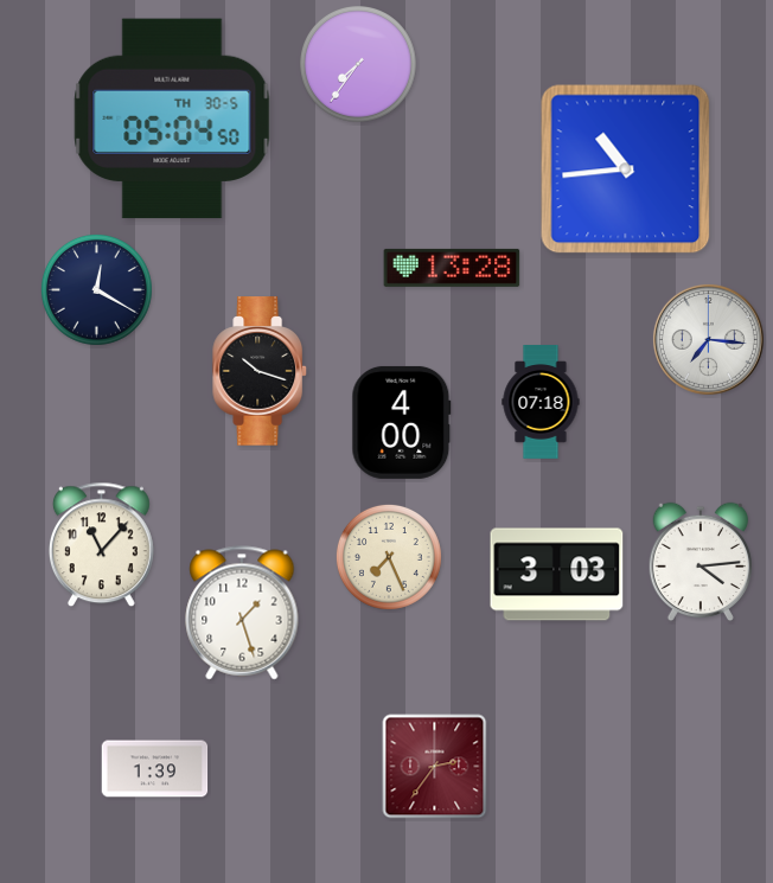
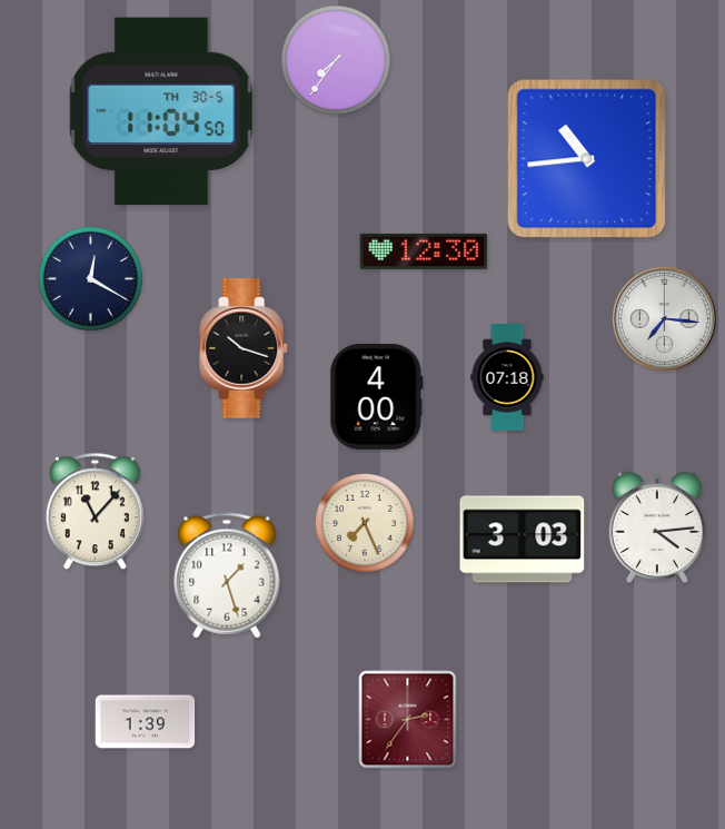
clock at (172, 119): 05:04 -> 11:04
clock at (452, 268): 13:28 -> 12:30
clock at (96, 289) position: (96, 289) -> (90, 278)
